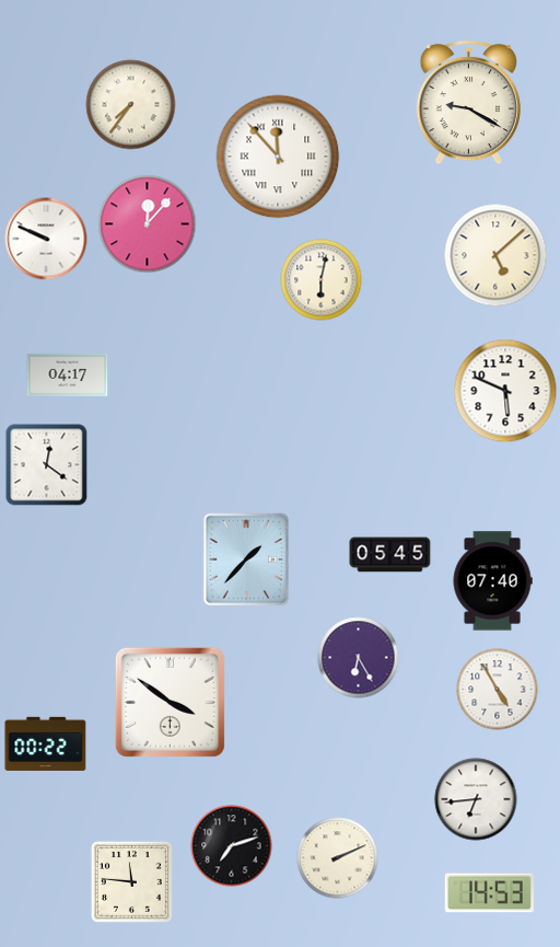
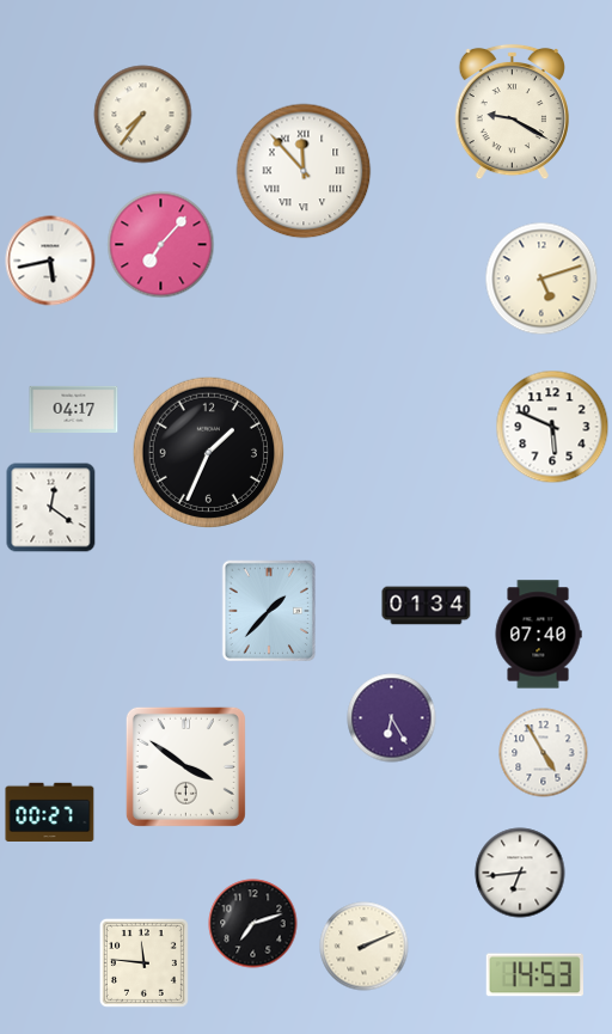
clock at (148, 224): 12:07 -> 7:07
clock at (46, 239): 9:49 -> 5:43
clock at (495, 255): 5:08 -> 5:12
clock at (322, 280): 6:02 -> none
clock at (208, 452): none -> 1:34
clock at (390, 555): 05:45 -> 01:34
clock at (46, 743): 00:22 -> 00:27
clock at (338, 858) position: (338, 858) -> (365, 947)
